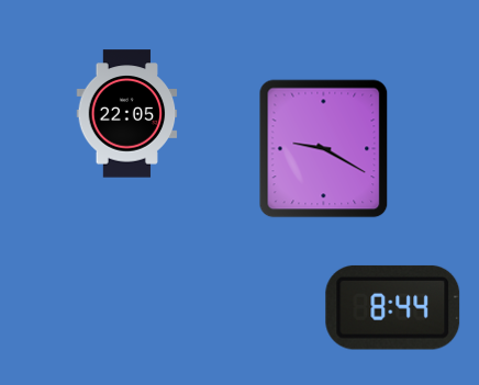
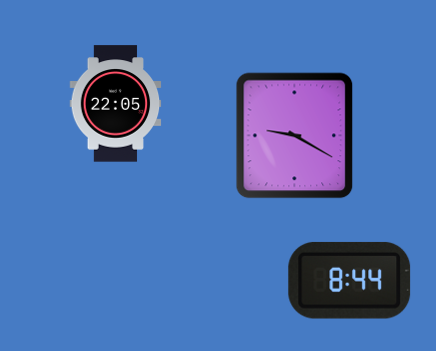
clock at (393, 307) position: (393, 307) -> (350, 280)
